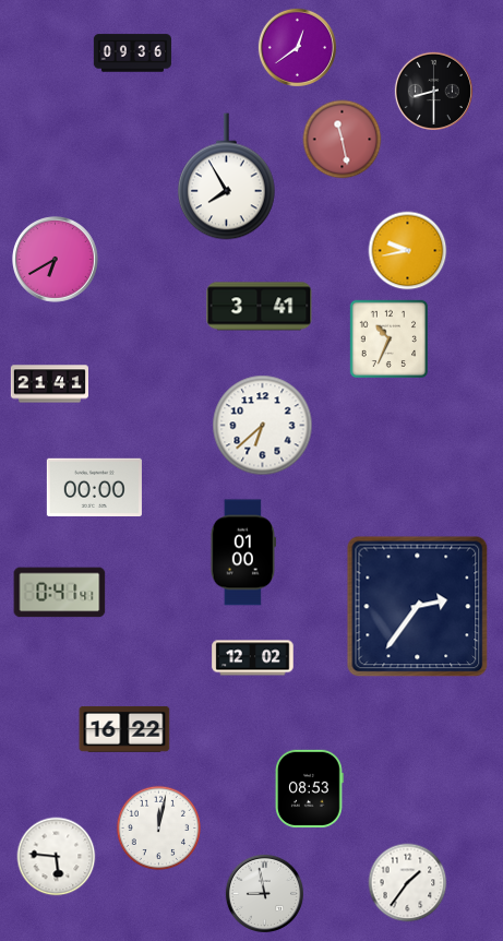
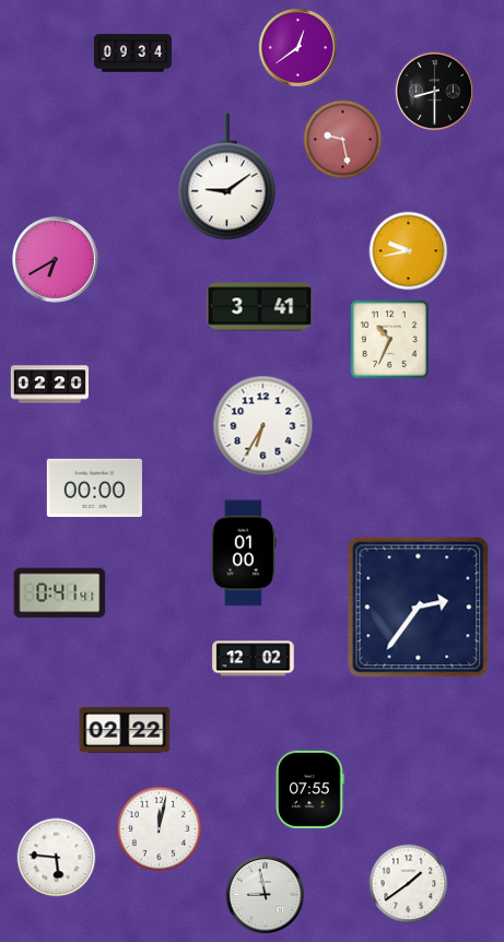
clock at (132, 53): 09:36 -> 09:34
clock at (343, 140): 11:28 -> 9:28
clock at (227, 177): 7:55 -> 9:09
clock at (49, 384): 21:41 -> 02:20
clock at (263, 426): 6:38 -> 6:35
clock at (124, 729): 16:22 -> 02:22
clock at (310, 788): 08:53 -> 07:55
clock at (408, 883): 1:36 -> 1:39
